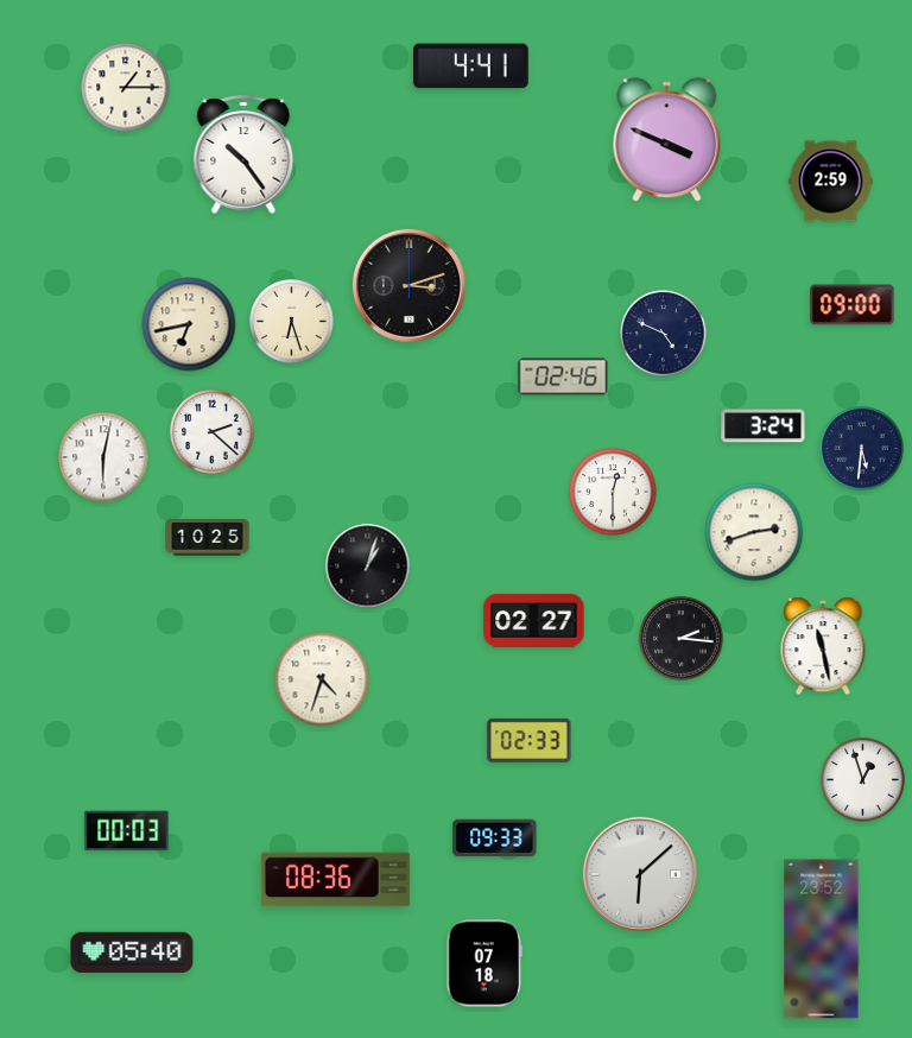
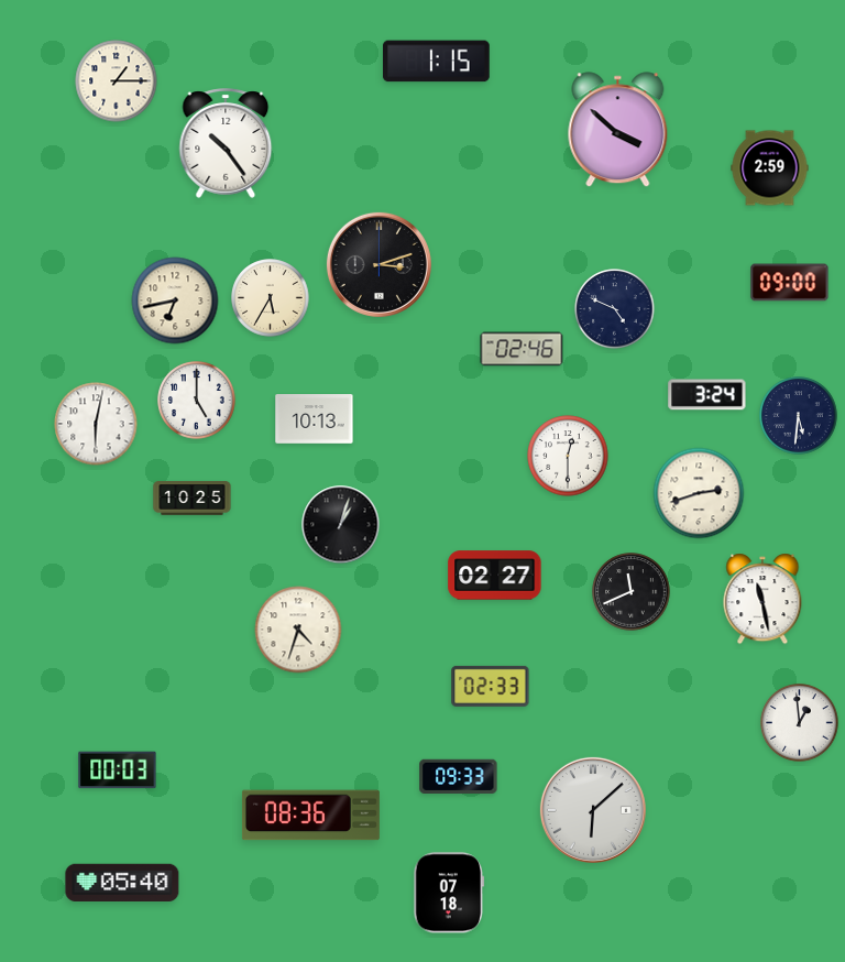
clock at (471, 67): 4:41 -> 1:15
clock at (667, 140): 3:49 -> 3:52
clock at (292, 322): 6:27 -> 5:35
clock at (213, 432): 2:22 -> 5:00
clock at (315, 419): none -> 10:13
clock at (682, 639): 2:16 -> 11:41
clock at (863, 780): 12:57 -> 12:59
clock at (822, 939): 23:52 -> none
